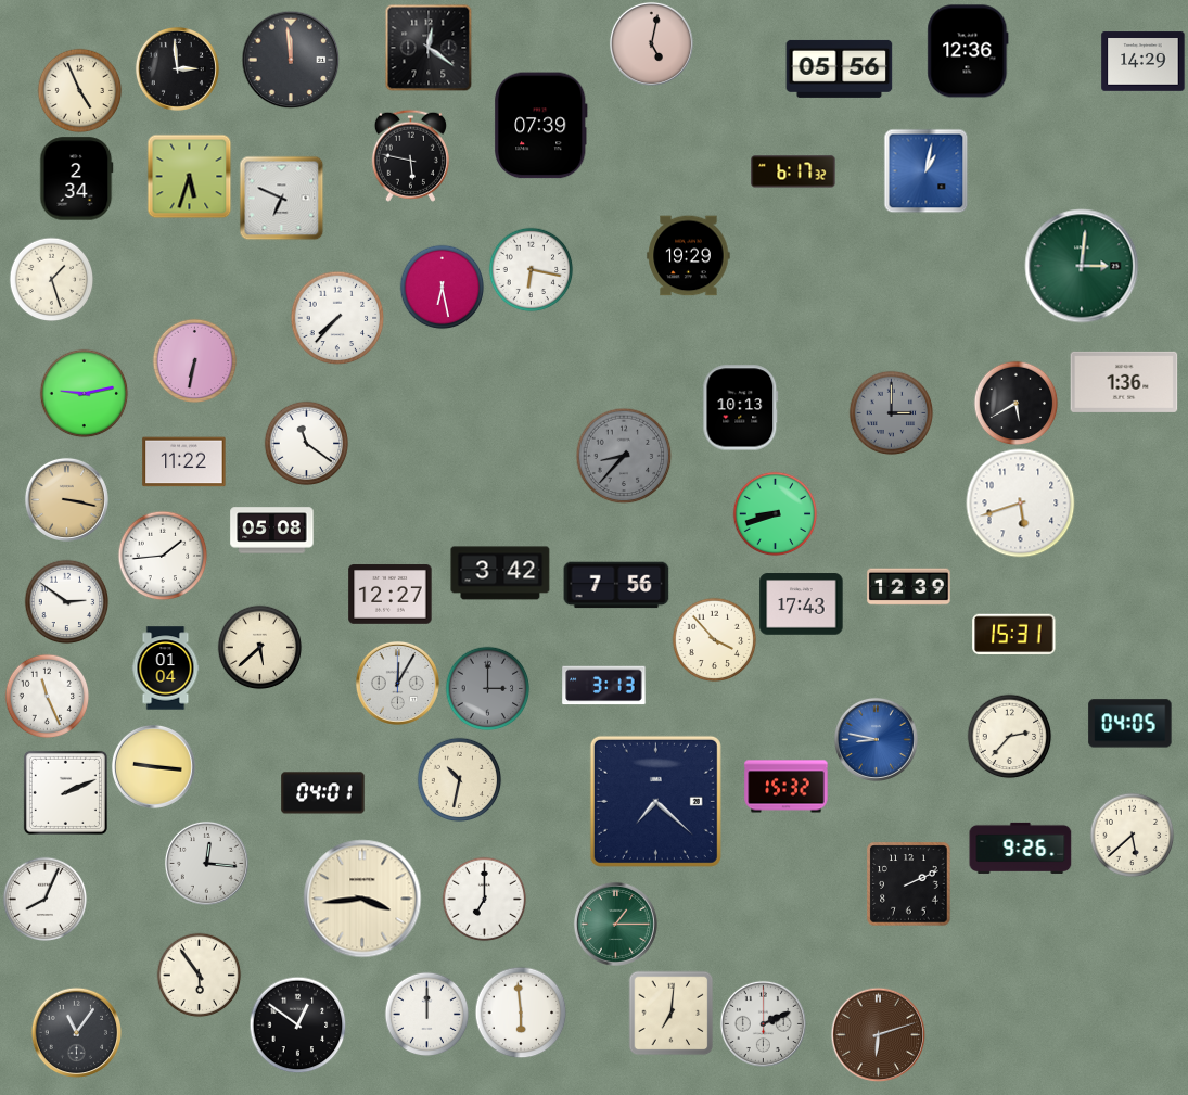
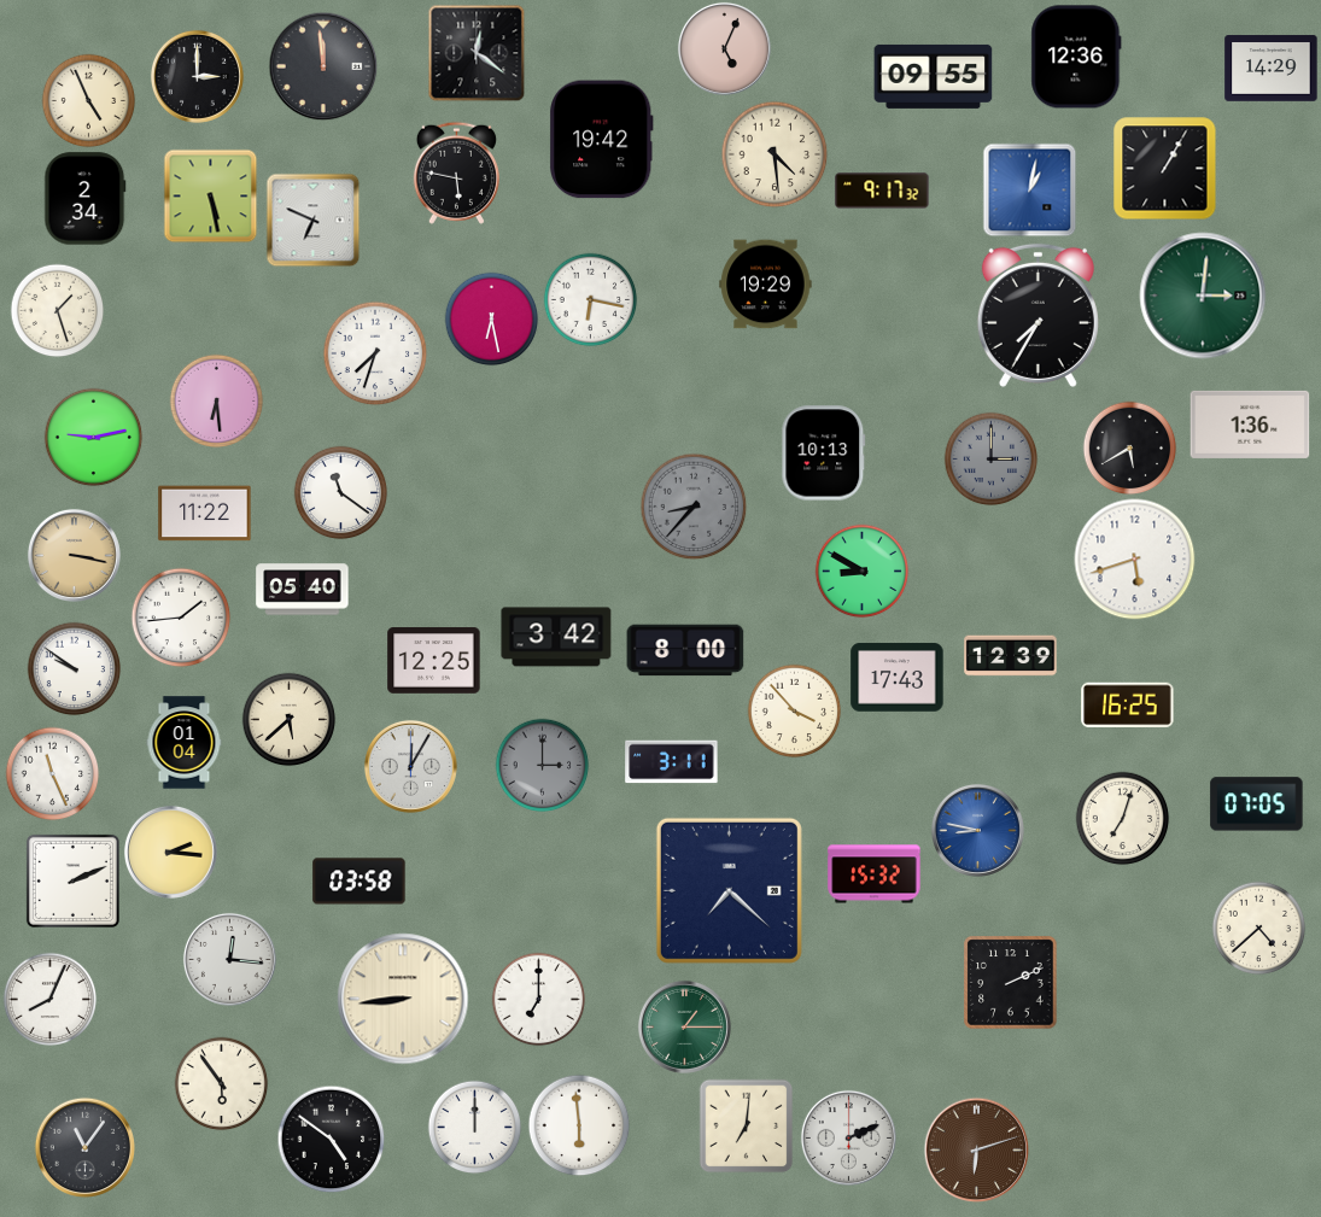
clock at (651, 43): 5:02 -> 5:04
clock at (177, 68): 2:59 -> 3:00
clock at (840, 68): 05:56 -> 09:55
clock at (541, 126): 07:39 -> 19:42
clock at (775, 154): none -> 4:29
clock at (1165, 169): none -> 1:05
clock at (793, 171): 6:17 -> 9:17
clock at (189, 176): 5:33 -> 5:28
clock at (1037, 315): none -> 7:35
clock at (337, 318): 7:37 -> 7:33
clock at (194, 360): 6:32 -> 6:29
clock at (775, 513): 8:42 -> 8:50
clock at (272, 531): 05:08 -> 05:40
clock at (616, 585): 7:56 -> 8:00
clock at (909, 587) position: (909, 587) -> (1011, 656)
clock at (391, 595): 12:27 -> 12:25
clock at (66, 601): 2:51 -> 9:51
clock at (802, 604) position: (802, 604) -> (898, 678)
clock at (1014, 634): 15:31 -> 16:25
clock at (397, 683) position: (397, 683) -> (410, 766)
clock at (604, 686): 3:13 -> 3:11
clock at (1130, 724): 04:05 -> 07:05
clock at (1009, 736): 2:37 -> 7:03
clock at (876, 739) position: (876, 739) -> (977, 830)
clock at (153, 766): 9:16 -> 2:16
clock at (459, 779): 10:32 -> none
clock at (323, 793): 04:01 -> 03:58
clock at (1132, 835): 5:38 -> 4:38
clock at (1021, 848): 9:26 -> none
clock at (362, 899): 3:44 -> 8:44
clock at (297, 1024): 12:51 -> 4:51
